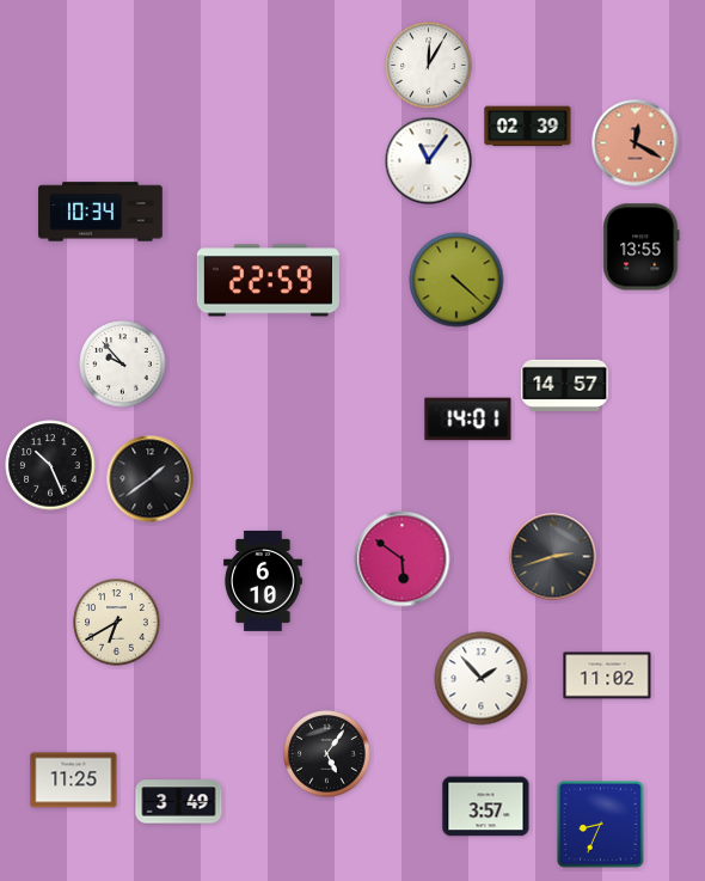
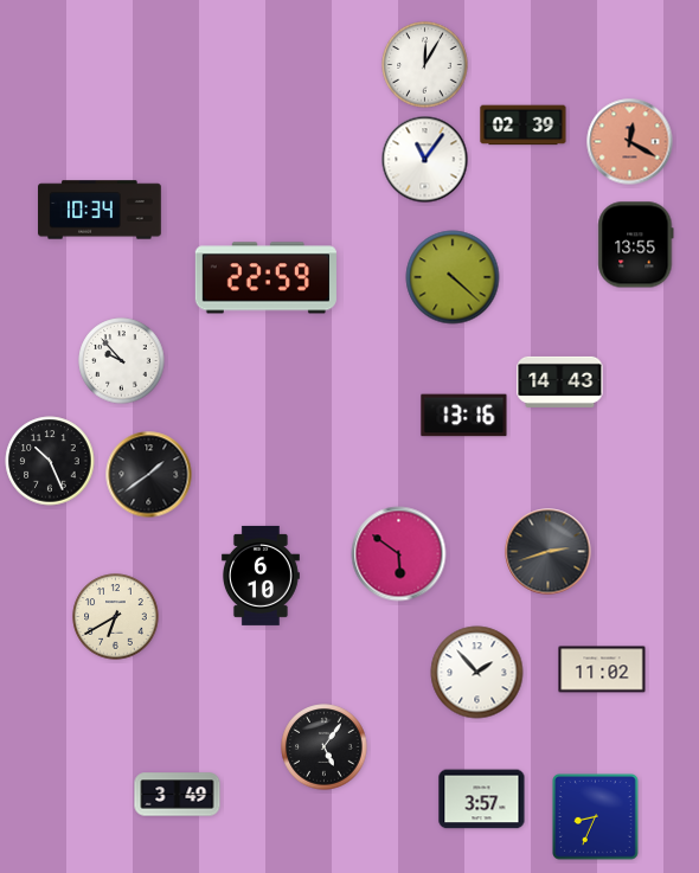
clock at (565, 385): 14:57 -> 14:43
clock at (468, 420): 14:01 -> 13:16
clock at (74, 781): 11:25 -> none
